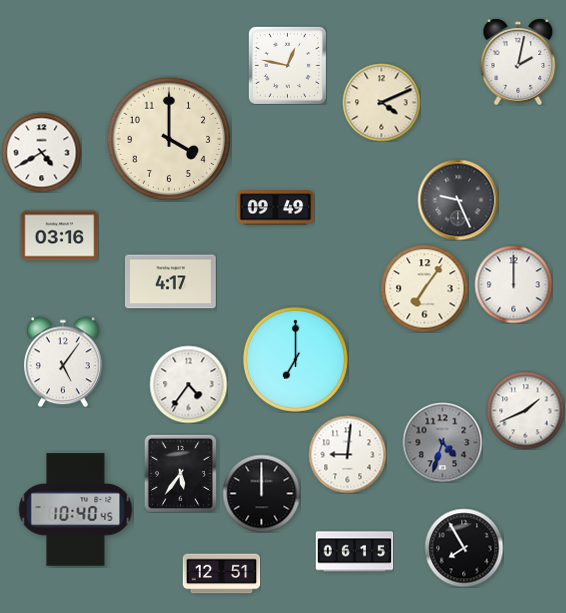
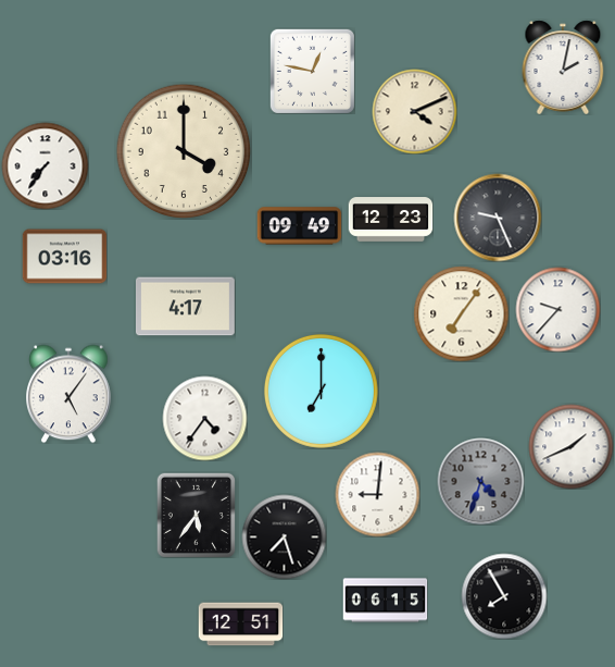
clock at (41, 152): 4:40 -> 7:36
clock at (390, 220): none -> 12:23
clock at (513, 284): 12:00 -> 9:37
clock at (261, 493): 12:00 -> 7:27
clock at (75, 510): 10:40 -> none
